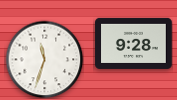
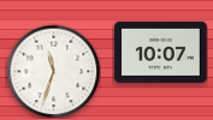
clock at (134, 43): 9:28 -> 10:07
